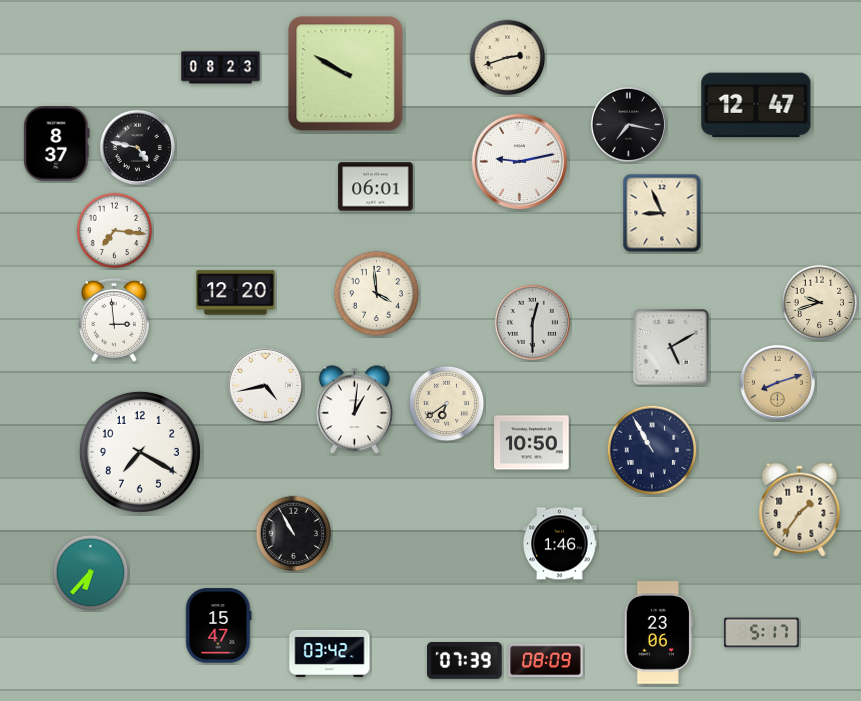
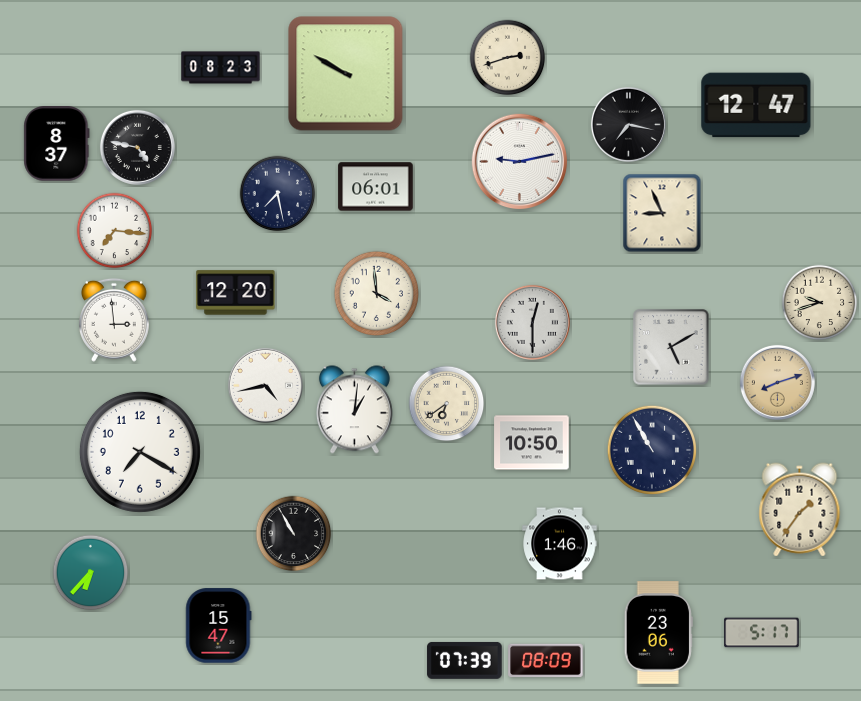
clock at (278, 194): none -> 7:28
clock at (330, 653): 03:42 -> none
